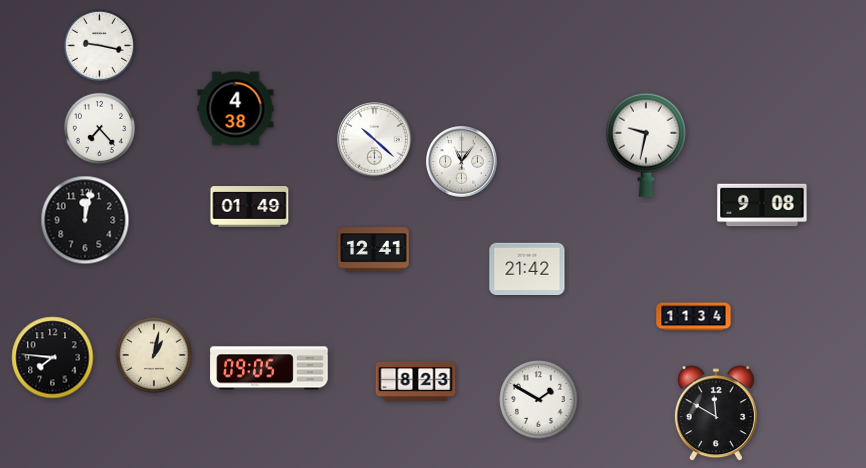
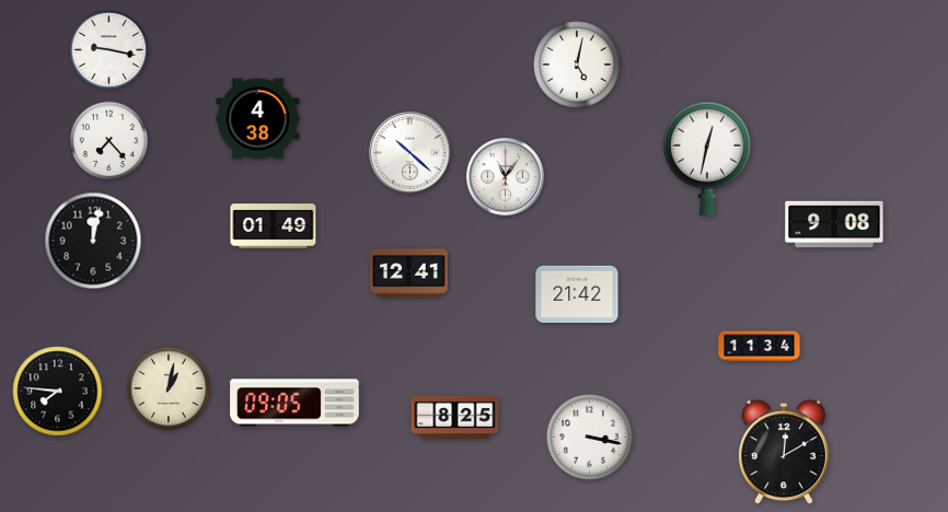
clock at (577, 65): none -> 5:02
clock at (646, 145): 9:32 -> 12:32
clock at (416, 381): 8:23 -> 8:25
clock at (539, 400): 1:50 -> 3:17
clock at (716, 414): 11:50 -> 12:10
